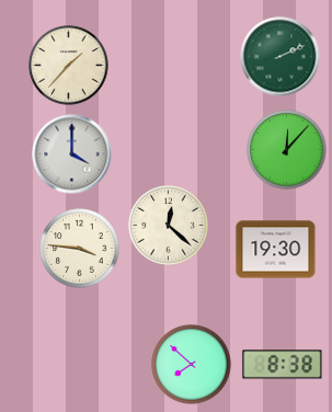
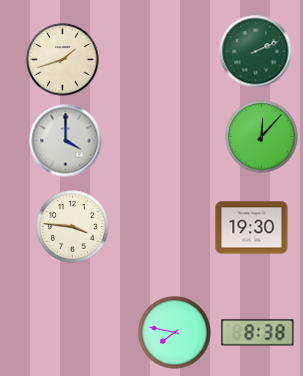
clock at (69, 66): 1:37 -> 1:42
clock at (169, 226): 12:22 -> none
clock at (192, 365): 7:52 -> 7:47
